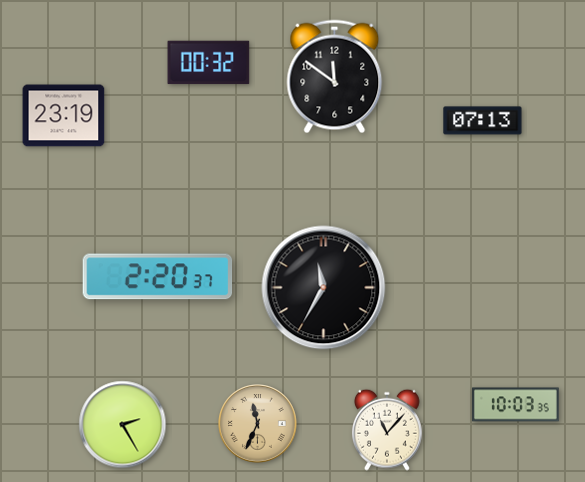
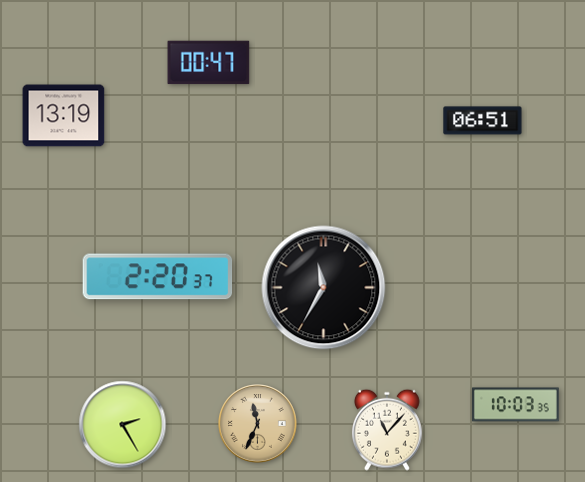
clock at (209, 63): 00:32 -> 00:47
clock at (335, 77): 11:51 -> none
clock at (64, 116): 23:19 -> 13:19
clock at (483, 121): 07:13 -> 06:51
